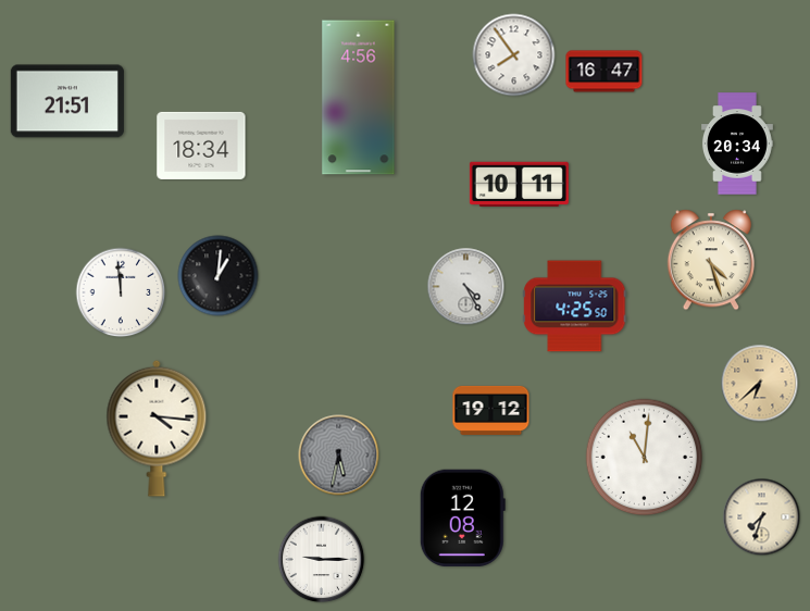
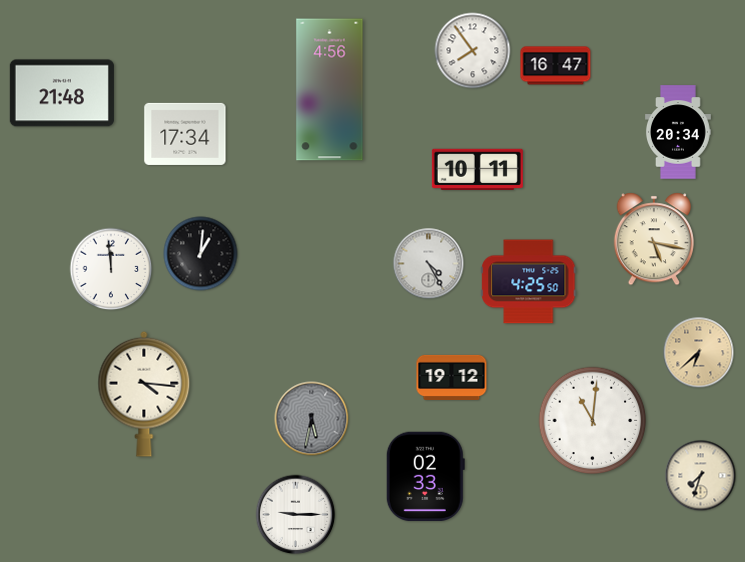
clock at (67, 101): 21:51 -> 21:48
clock at (201, 146): 18:34 -> 17:34
clock at (711, 260): 4:27 -> 5:17
clock at (462, 518): 12:08 -> 02:33
